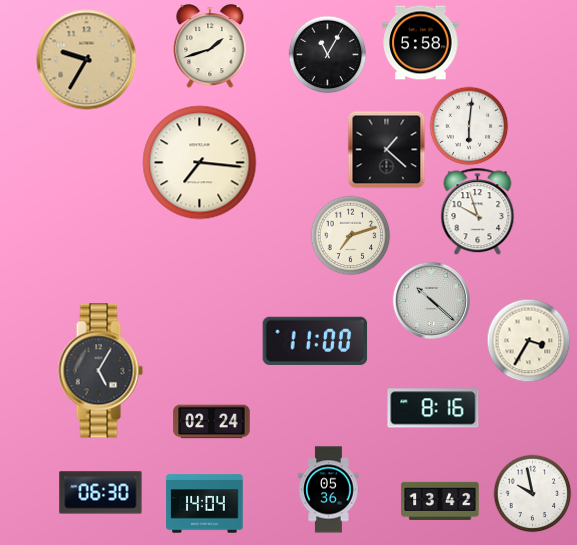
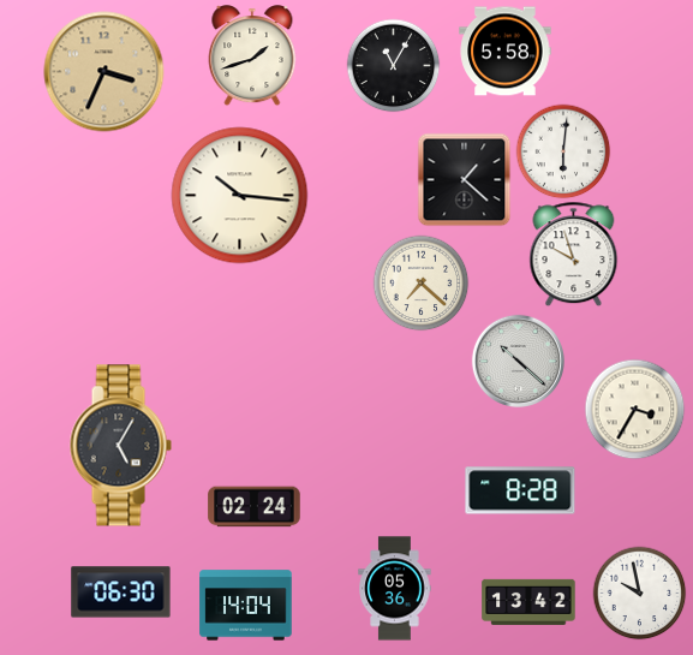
clock at (87, 60): 9:35 -> 3:34
clock at (200, 163): 7:16 -> 10:16
clock at (350, 235): 7:12 -> 7:22
clock at (315, 341): 11:00 -> none
clock at (433, 408): 8:16 -> 8:28
